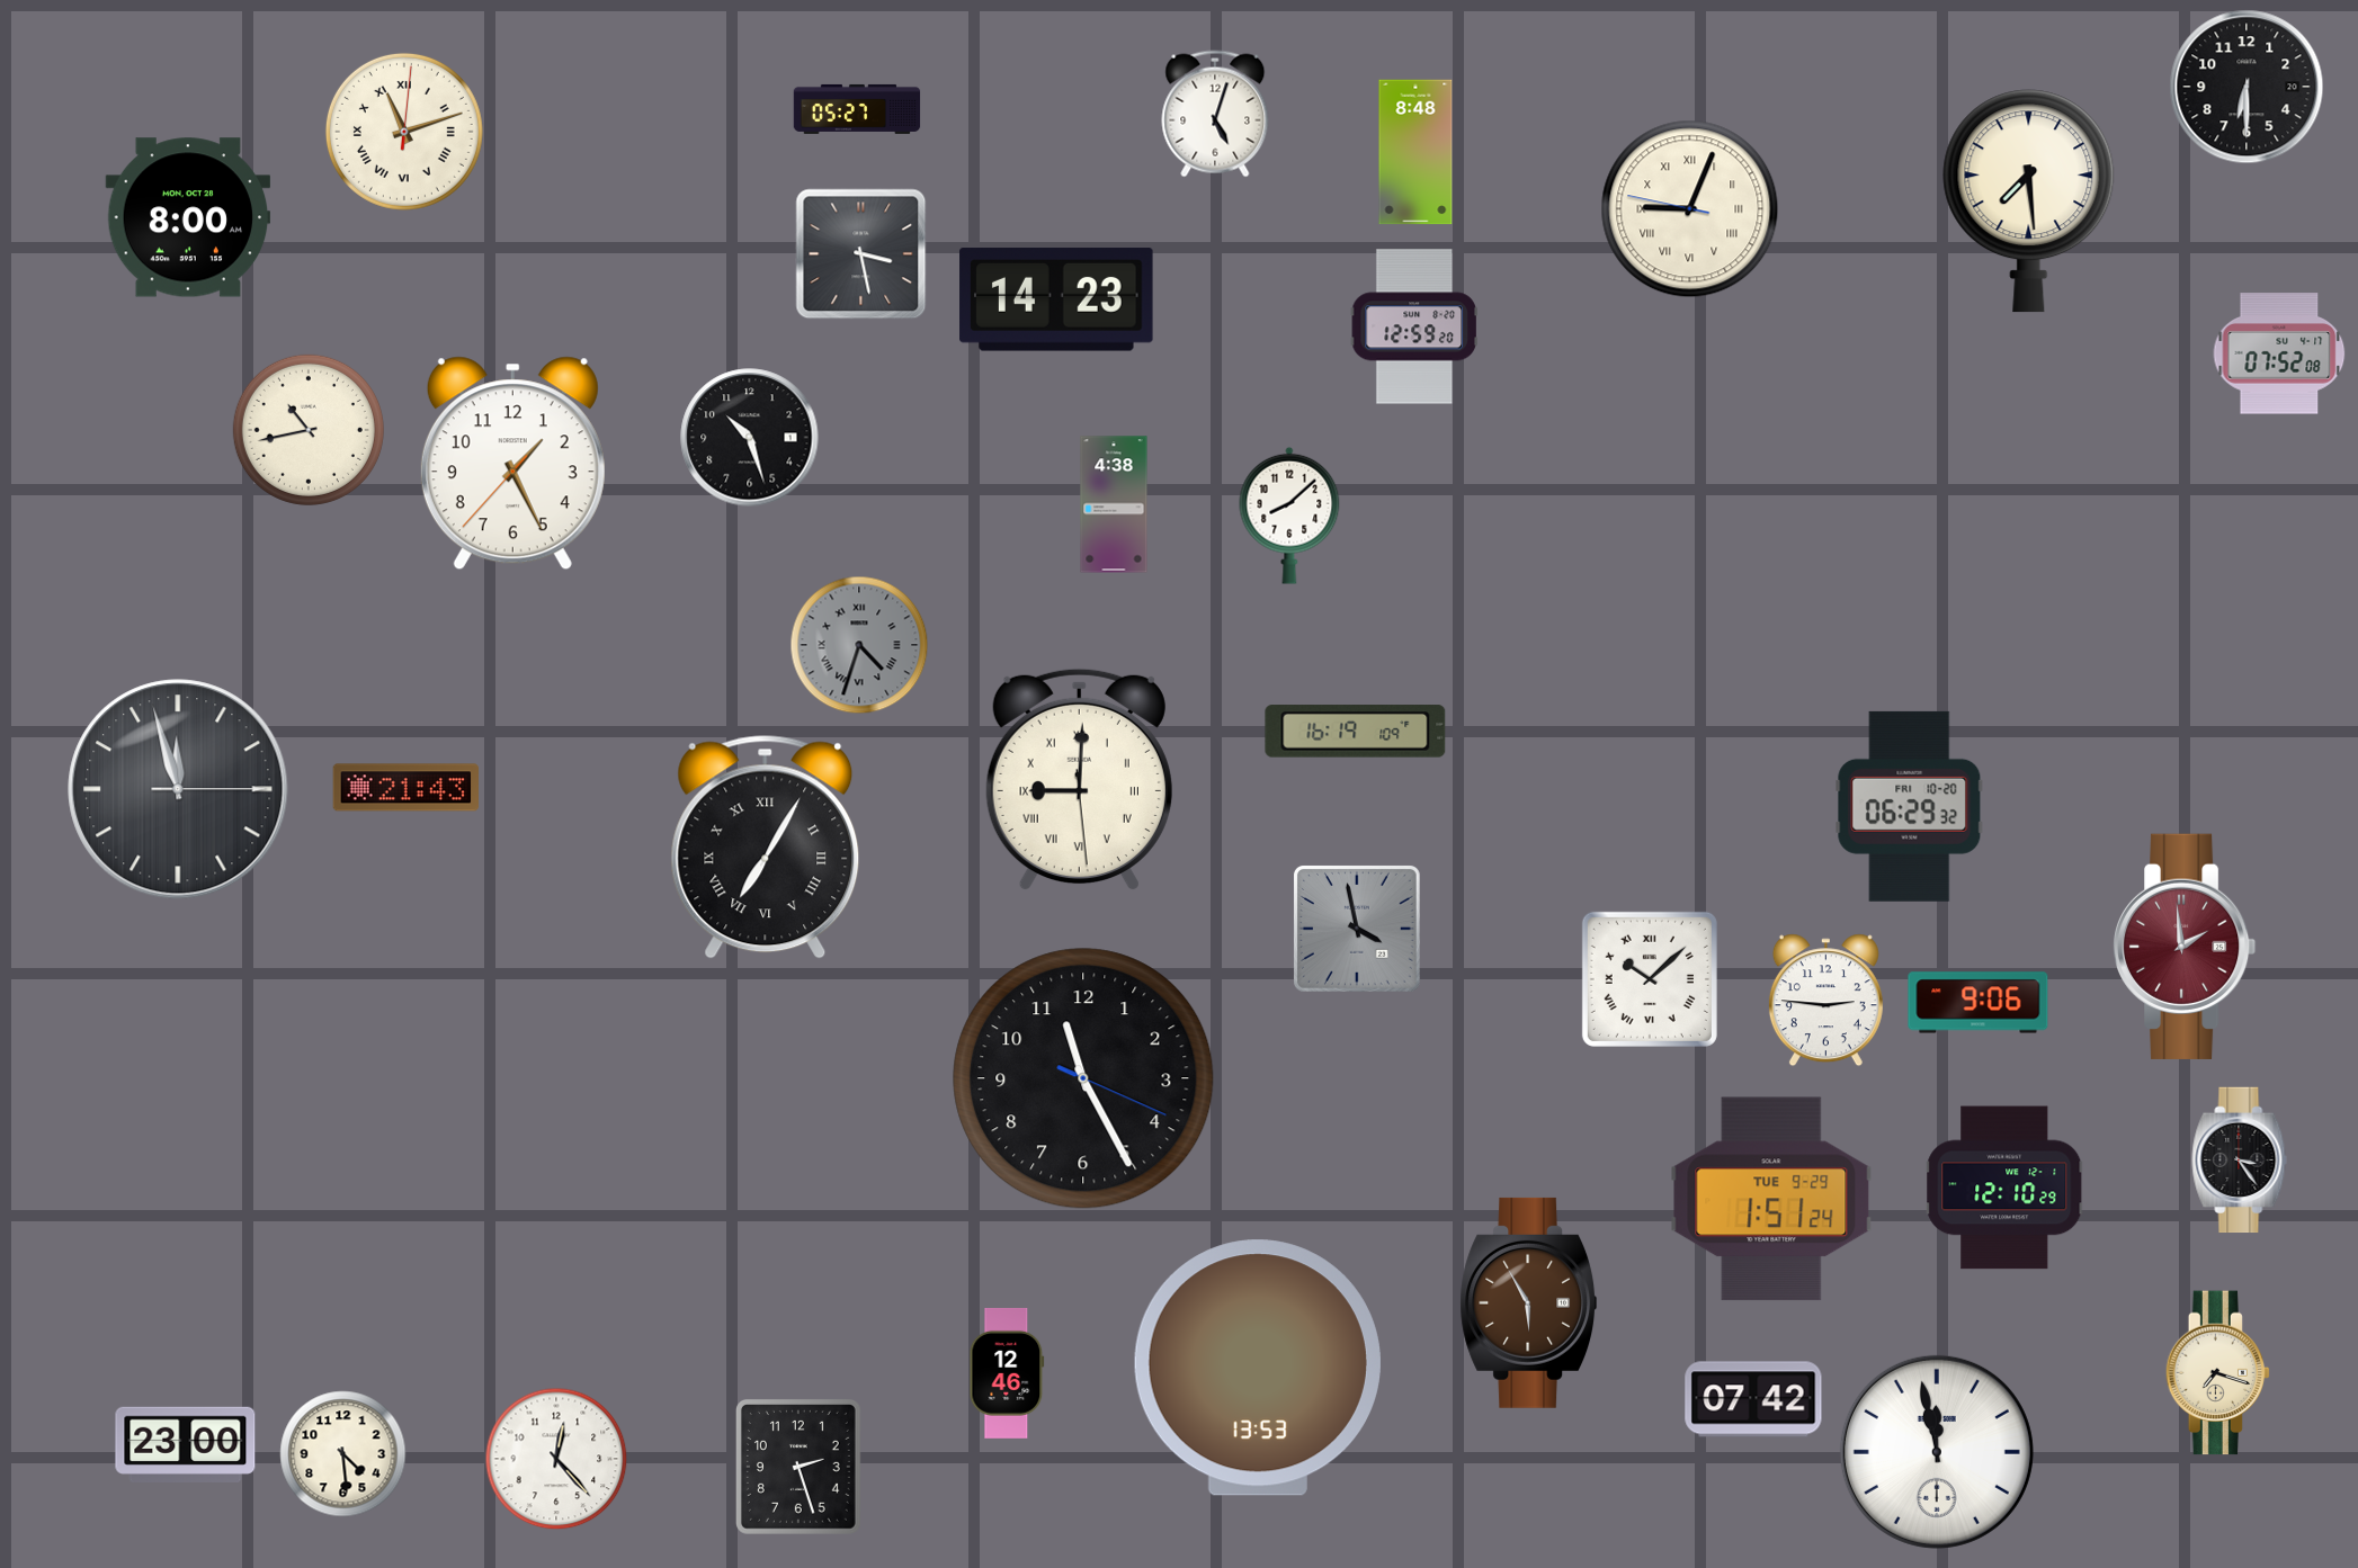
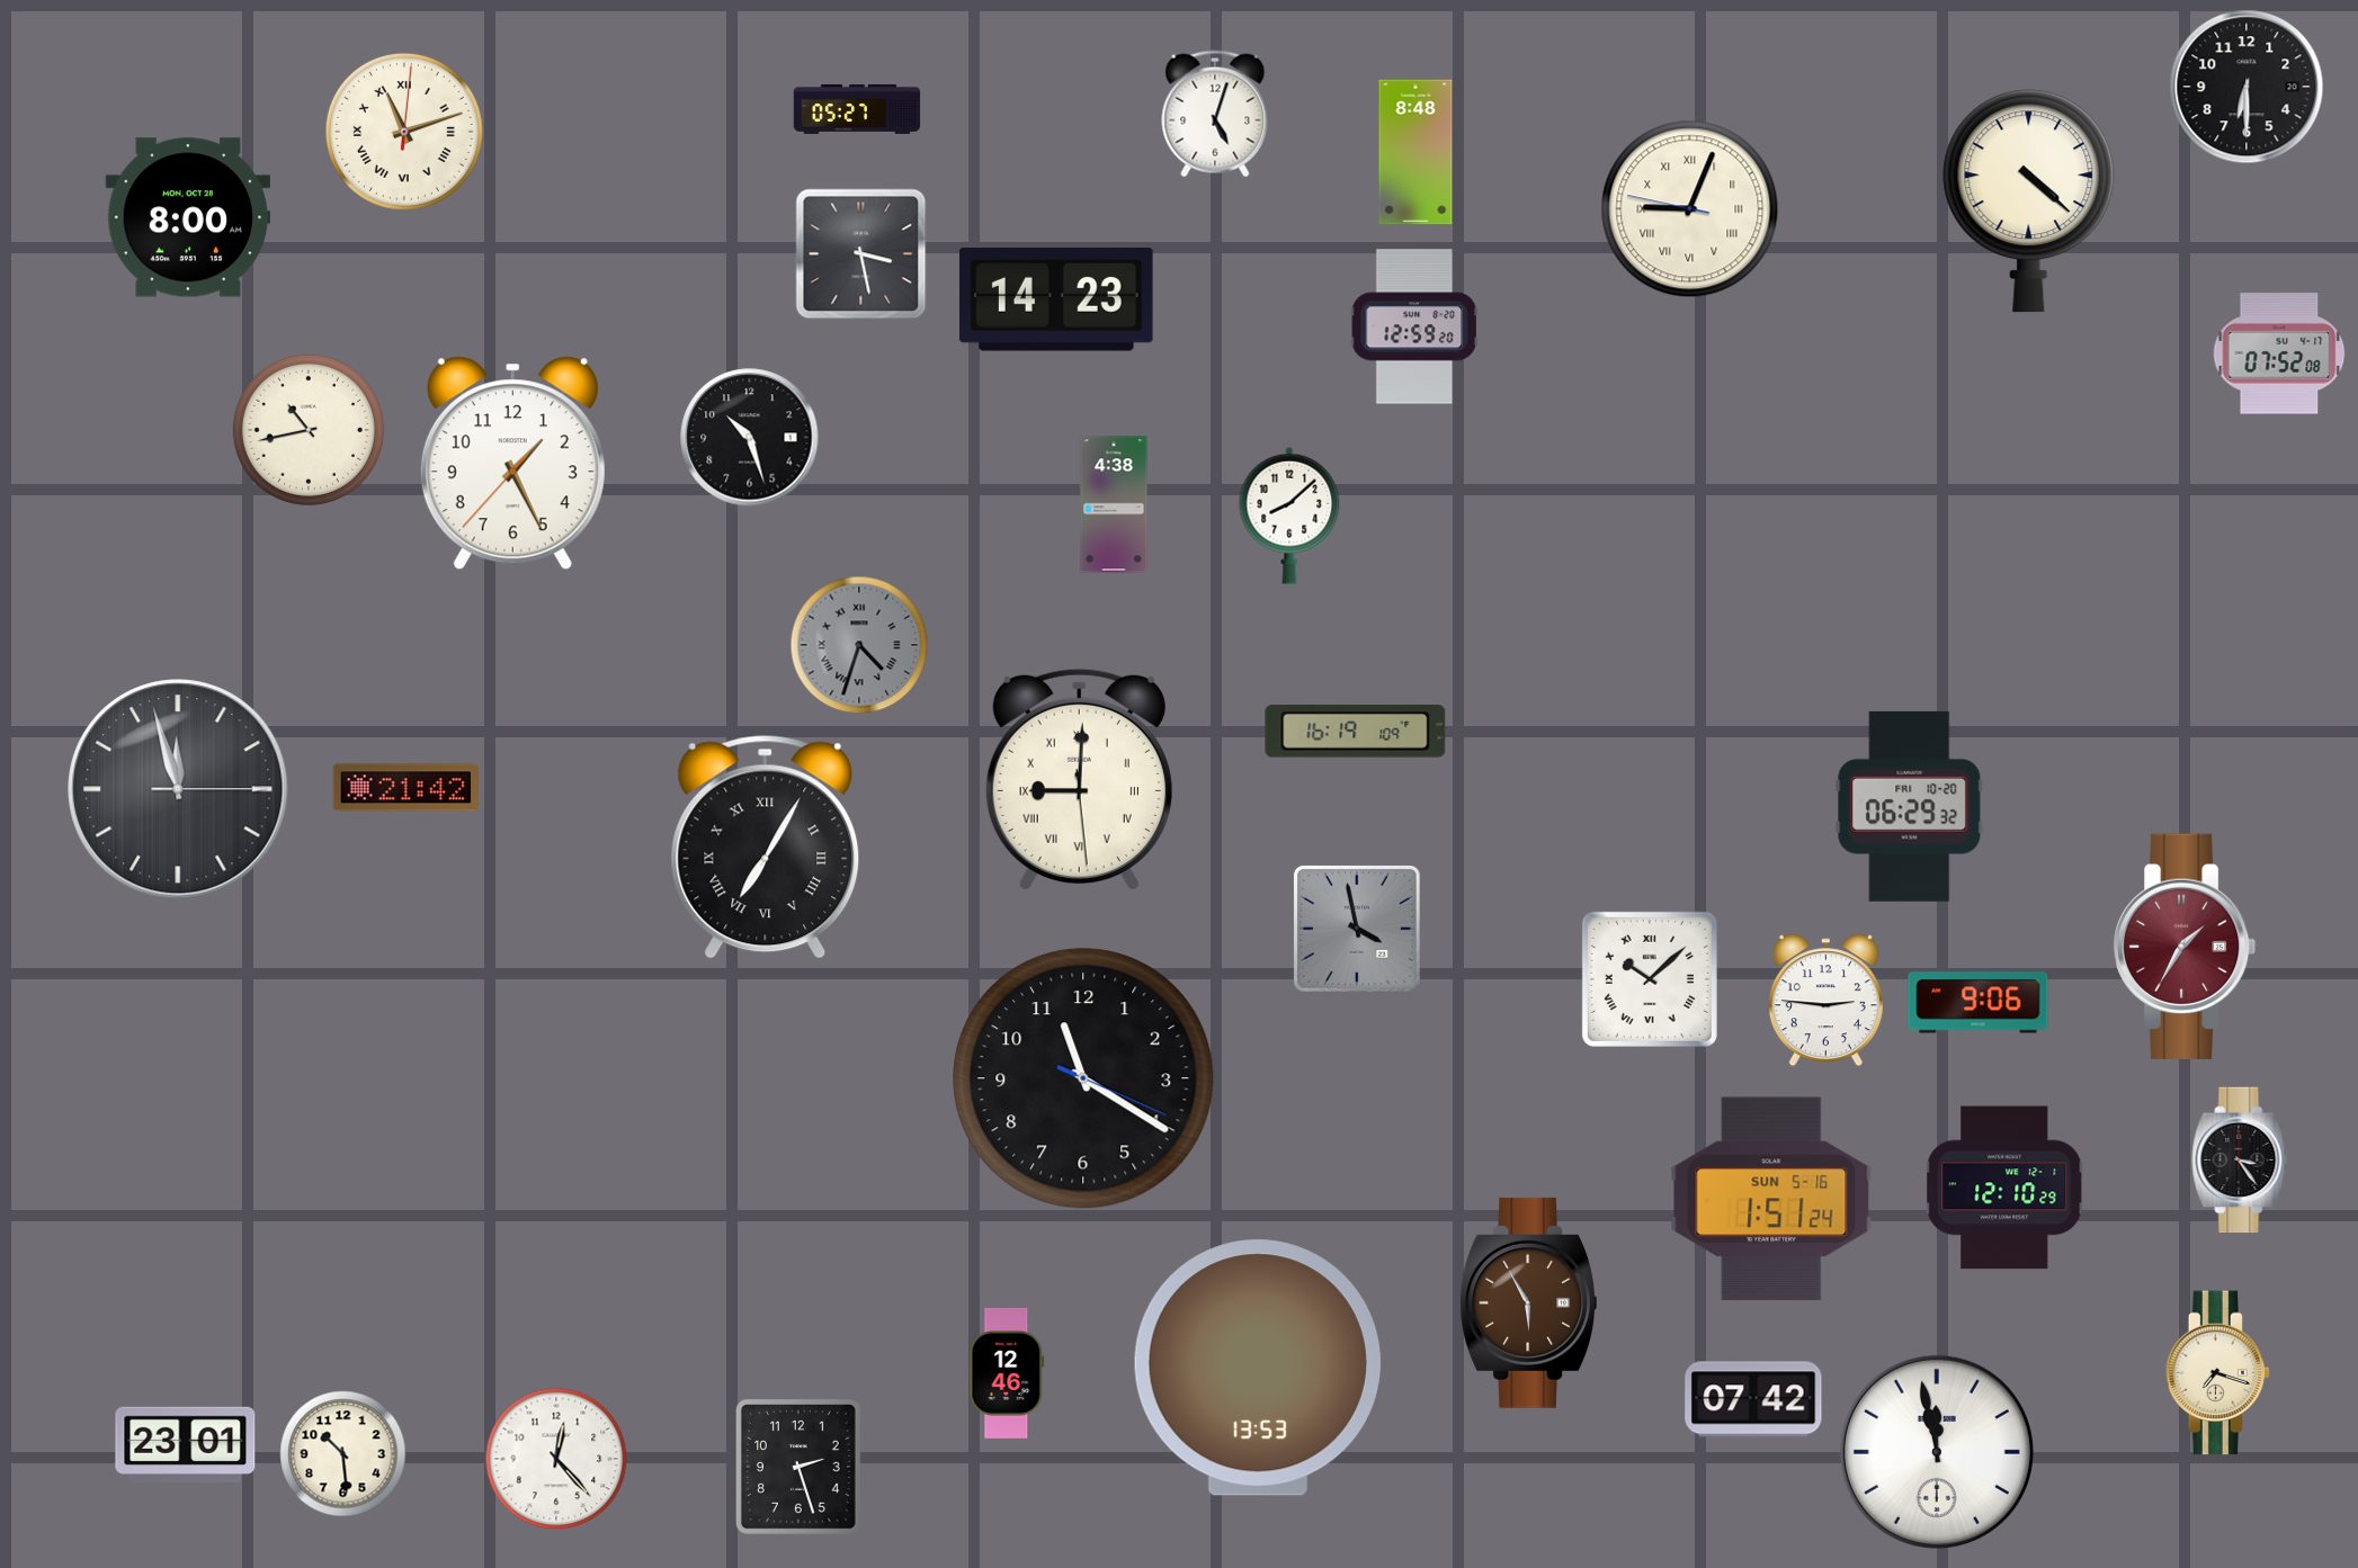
clock at (2029, 201): 7:29 -> 4:22
clock at (407, 788): 21:43 -> 21:42
clock at (2185, 947): 1:59 -> 1:35
clock at (1083, 1078): 11:25 -> 11:20
clock at (1771, 1199) date: TUE 9-29 -> SUN 5-16
clock at (186, 1444): 23:00 -> 23:01
clock at (343, 1454): 4:29 -> 10:29
